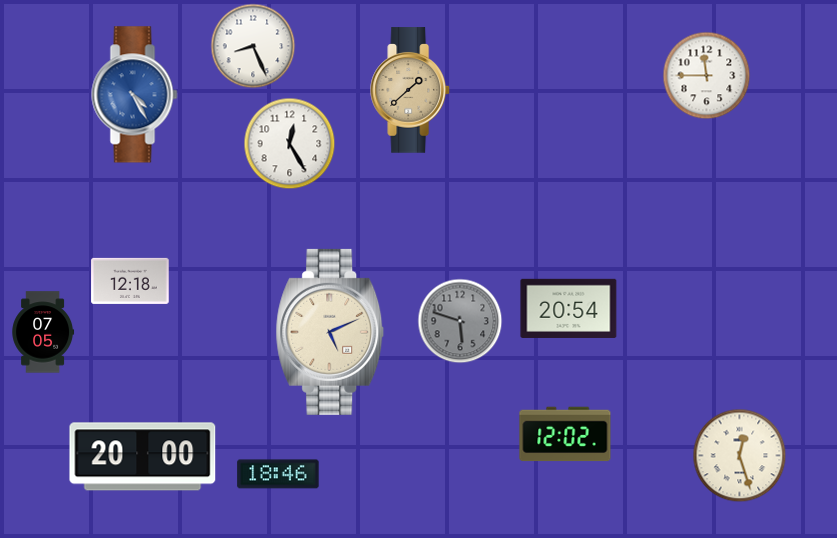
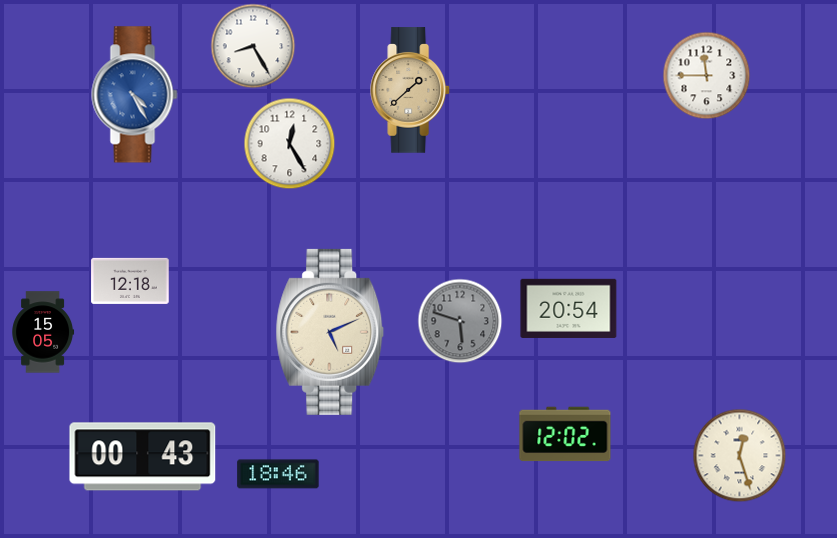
clock at (253, 46): 8:26 -> 8:25
clock at (43, 332): 07:05 -> 15:05
clock at (143, 457): 20:00 -> 00:43
